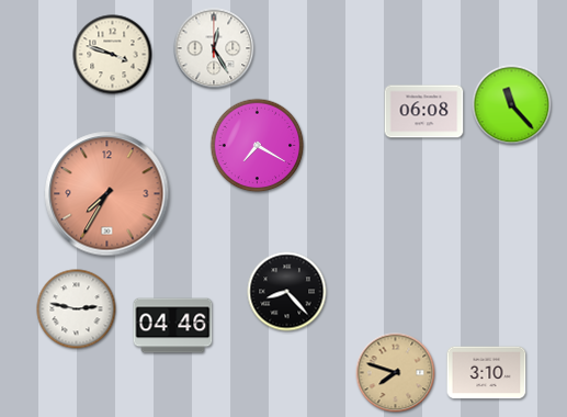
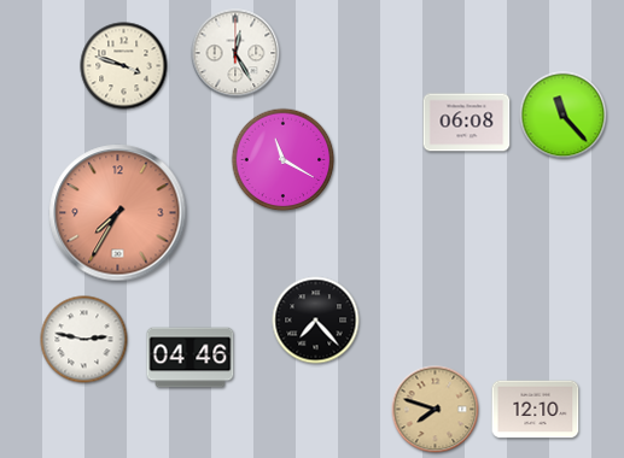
clock at (113, 55) position: (113, 55) -> (124, 66)
clock at (258, 146): 7:20 -> 11:20
clock at (287, 292): 8:23 -> 7:23
clock at (487, 373): 3:10 -> 12:10
